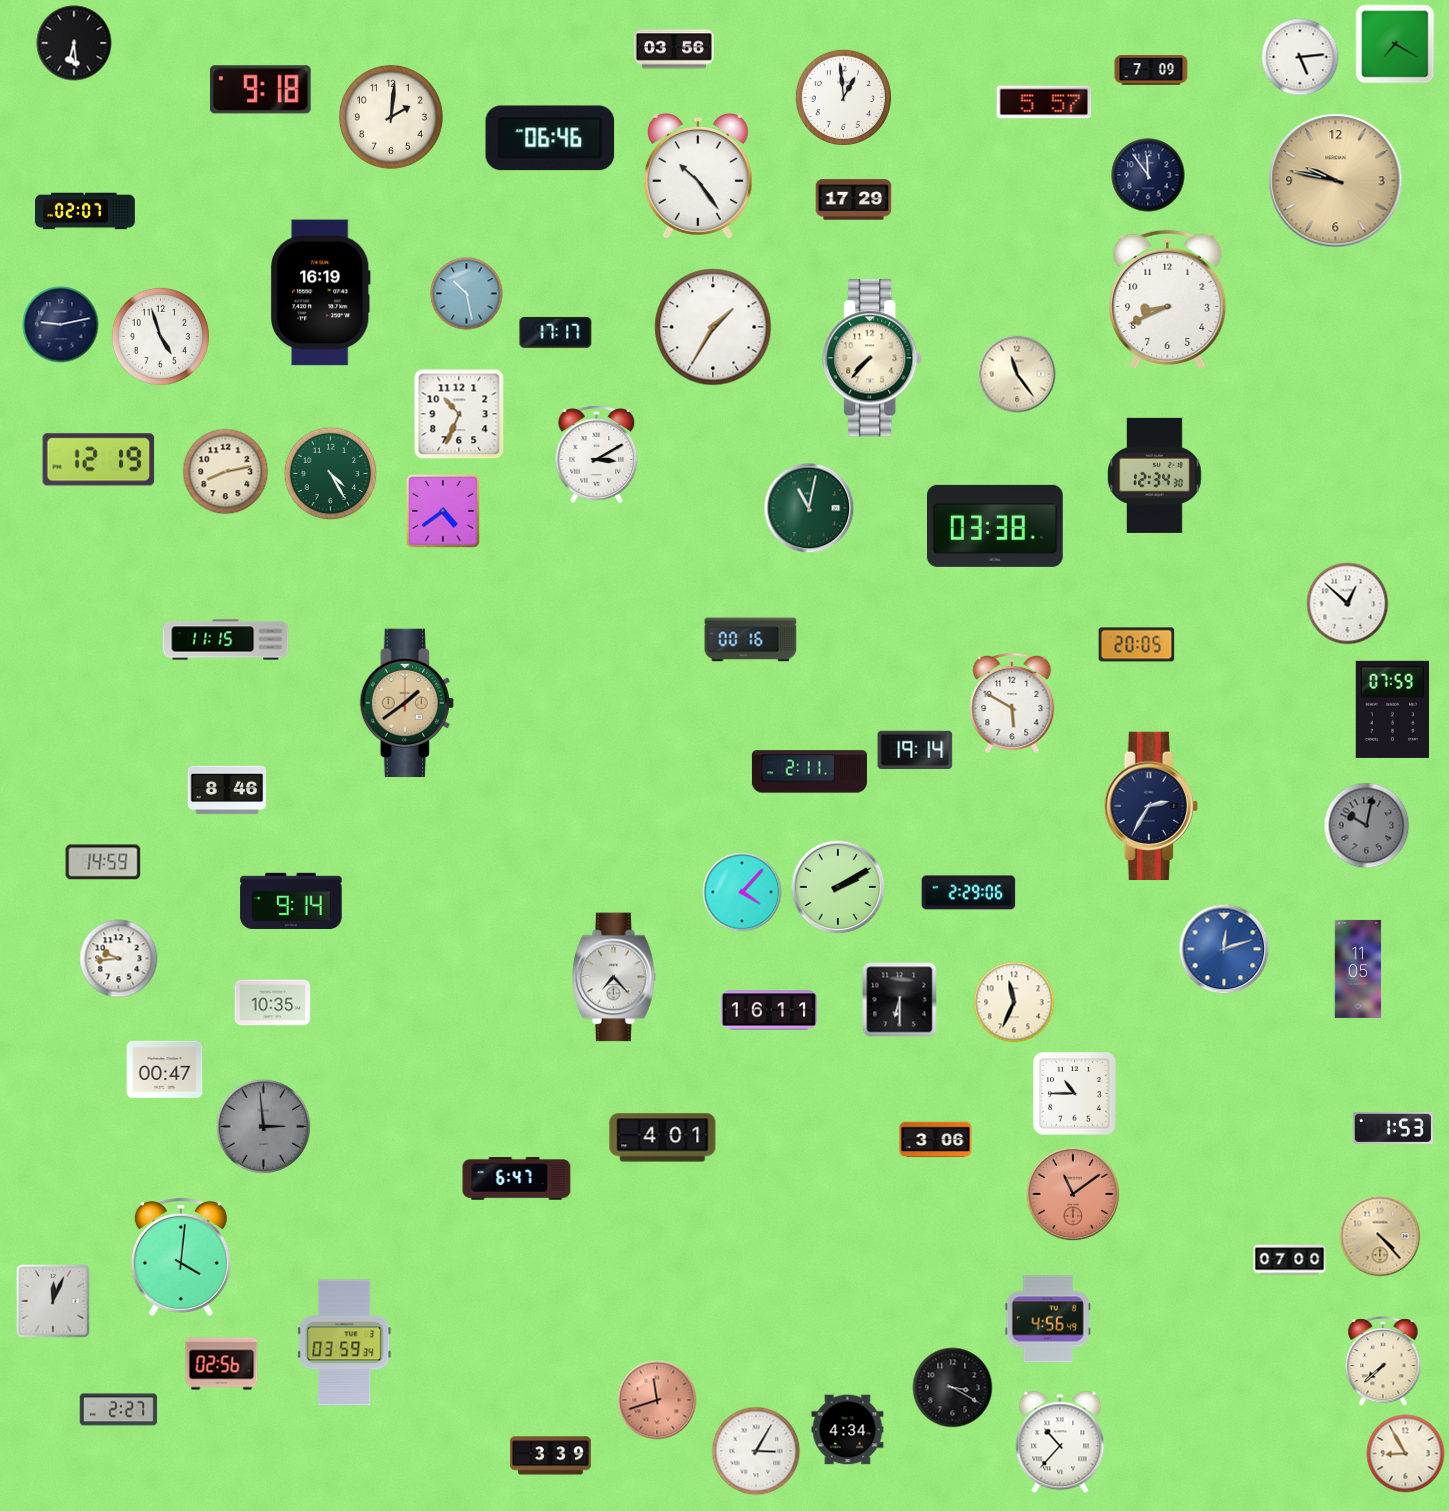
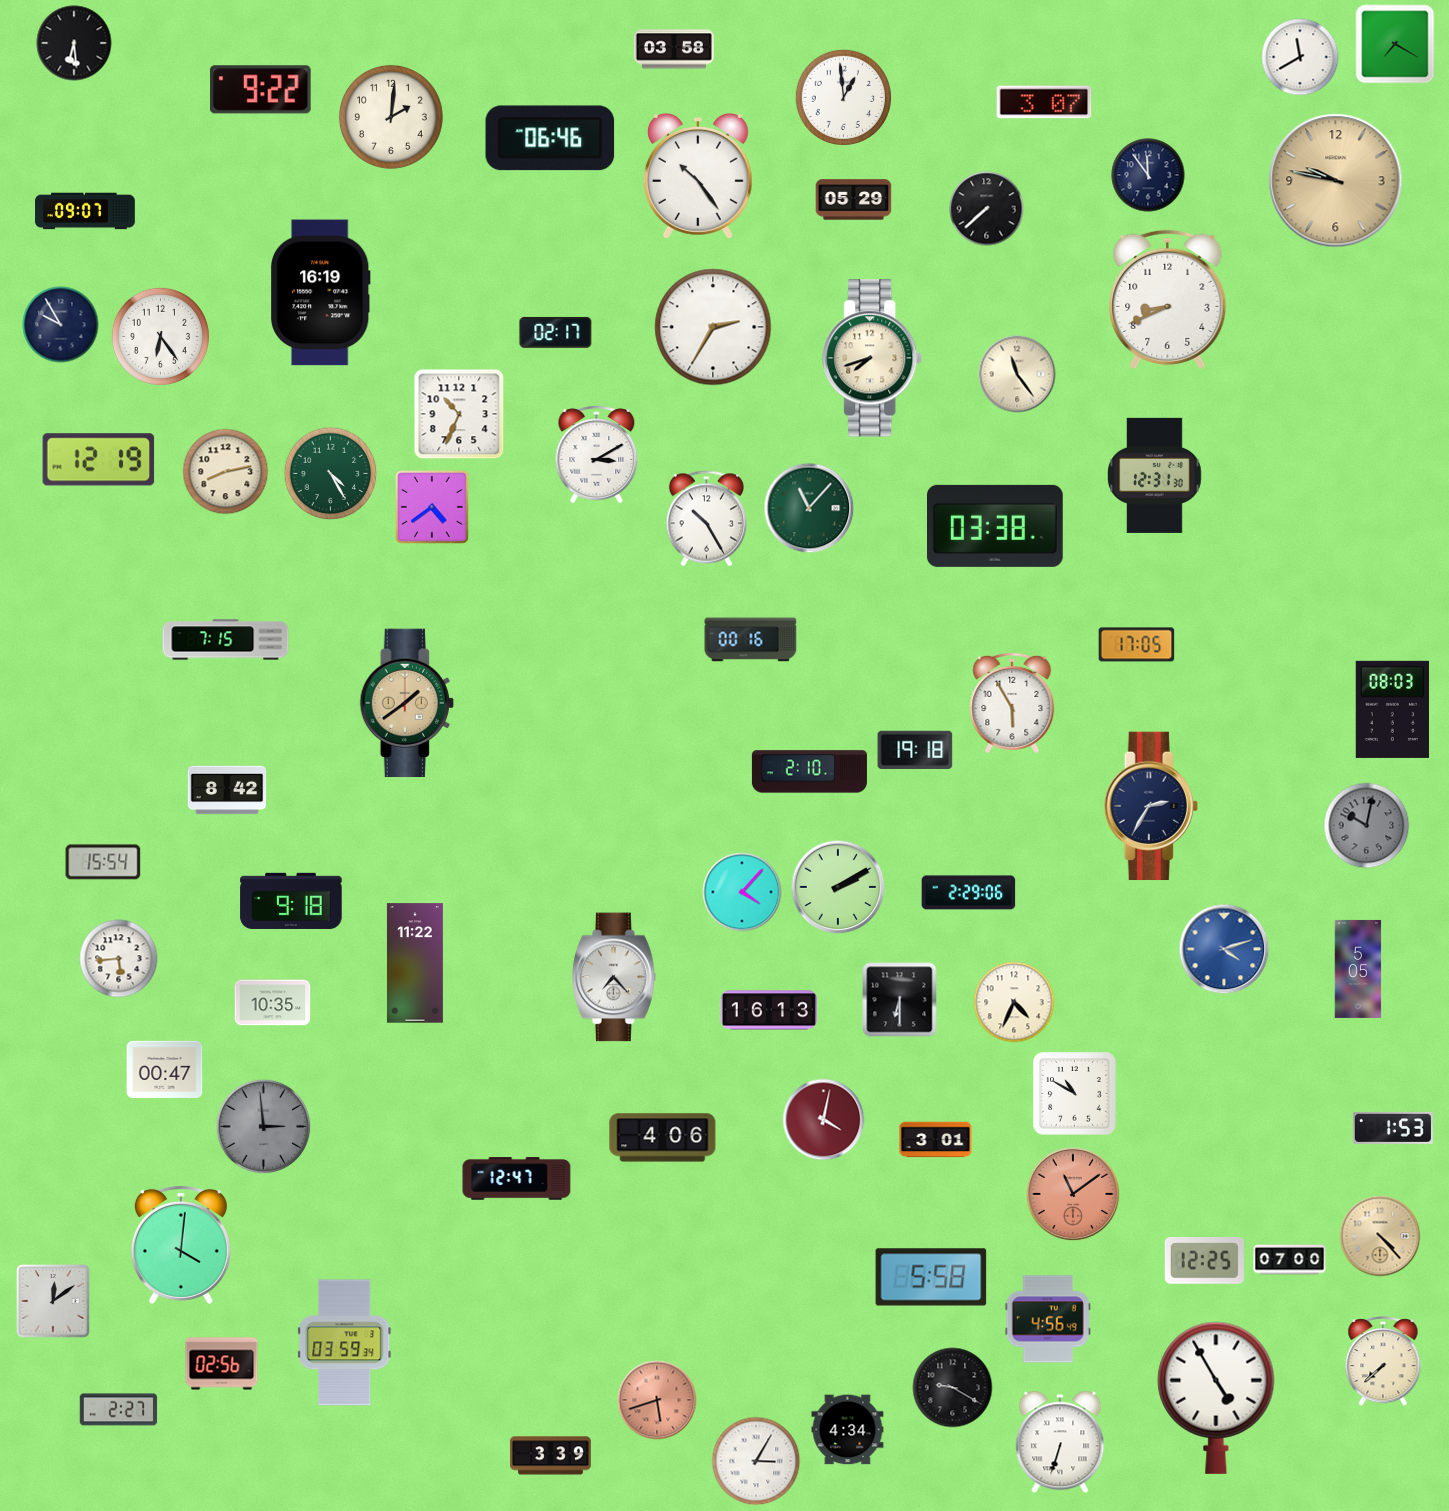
clock at (674, 49): 03:56 -> 03:58
clock at (1300, 57): 5:14 -> 11:40
clock at (1151, 70): 7:09 -> none
clock at (261, 90): 9:18 -> 9:22
clock at (1044, 102): 5:57 -> 3:07
clock at (854, 200): 17:29 -> 05:29
clock at (987, 209): none -> 7:38
clock at (85, 211): 02:07 -> 09:07
clock at (467, 294): 10:28 -> none
clock at (61, 325): 9:13 -> 9:55
clock at (713, 327): 1:35 -> 2:35
clock at (556, 332): 17:17 -> 02:17
clock at (160, 336): 4:57 -> 6:24
clock at (873, 358): 7:37 -> 7:42
clock at (1155, 475): 12:34 -> 12:31
clock at (809, 508): 11:02 -> 11:07
clock at (443, 511) position: (443, 511) -> (432, 507)
clock at (706, 519): none -> 10:25
clock at (1348, 604): 12:52 -> none
clock at (226, 640): 11:15 -> 7:15
clock at (1137, 645): 20:05 -> 17:05
clock at (1012, 703): 5:50 -> 5:55
clock at (1392, 709): 07:59 -> 08:03
clock at (915, 750): 19:14 -> 19:18
clock at (809, 772): 2:11 -> 2:10
clock at (227, 790): 8:46 -> 8:42
clock at (103, 862): 14:59 -> 15:54
clock at (291, 901): 9:14 -> 9:18
clock at (1224, 949): 12:12 -> 4:12
clock at (119, 959): 9:44 -> 5:44
clock at (415, 963): none -> 11:22
clock at (1358, 969): 11:05 -> 5:05
clock at (1014, 1002): 11:34 -> 4:34
clock at (768, 1010): 16:11 -> 16:13
clock at (1075, 1094): 10:45 -> 10:50
clock at (824, 1120): none -> 4:02
clock at (663, 1138): 4:01 -> 4:06
clock at (936, 1140): 3:06 -> 3:01
clock at (517, 1179): 6:47 -> 12:47
clock at (181, 1257) position: (181, 1257) -> (181, 1245)
clock at (1204, 1261): none -> 12:25
clock at (931, 1277): none -> 5:58
clock at (53, 1301): 12:04 -> 12:09
clock at (953, 1388): 3:20 -> 9:20
clock at (1216, 1398): none -> 4:55
clock at (657, 1400): 11:42 -> 5:42
clock at (1060, 1442): 10:37 -> 6:33
clock at (756, 1451) position: (756, 1451) -> (756, 1461)
clock at (1406, 1454): 8:55 -> none
